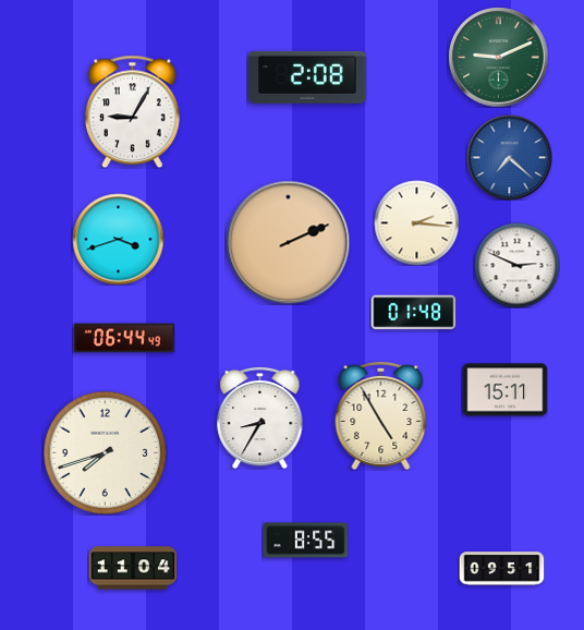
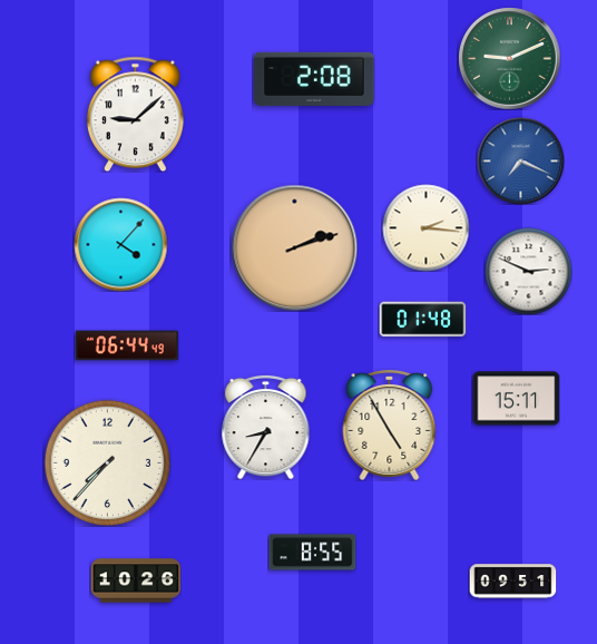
clock at (132, 111): 9:05 -> 9:08
clock at (509, 157): 7:22 -> 7:19
clock at (118, 239): 3:42 -> 4:07
clock at (288, 242): 2:11 -> 2:12
clock at (105, 452): 7:42 -> 7:37
clock at (133, 568): 11:04 -> 10:26
